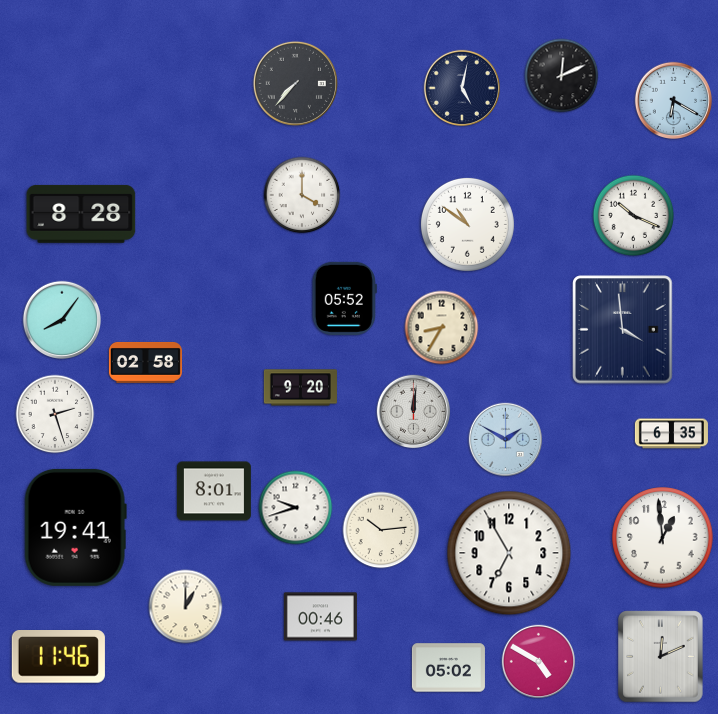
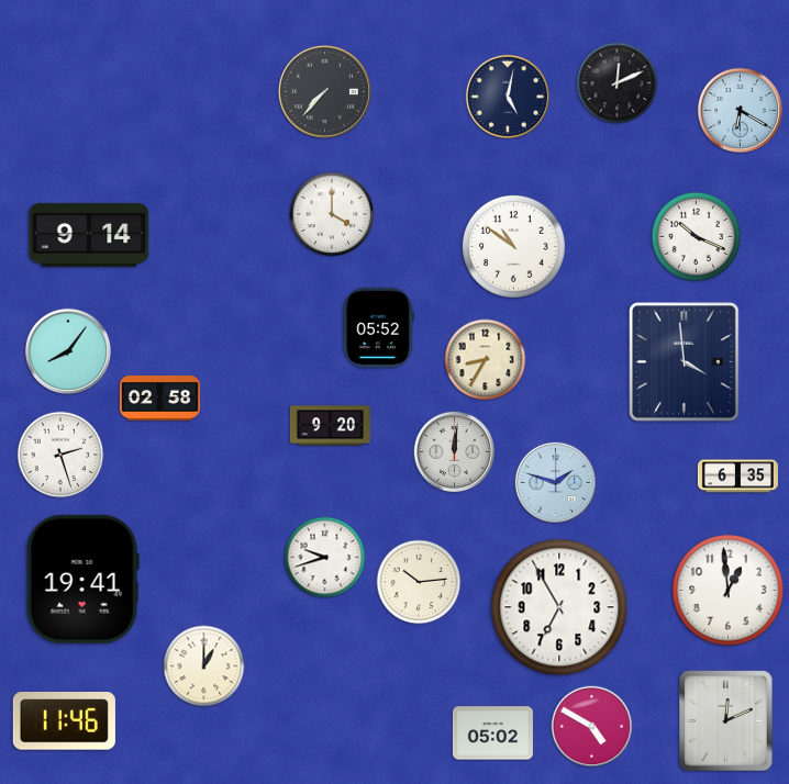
clock at (81, 214): 8:28 -> 9:14
clock at (506, 440): 1:50 -> 1:48
clock at (214, 491): 8:01 -> none
clock at (320, 617): 00:46 -> none
